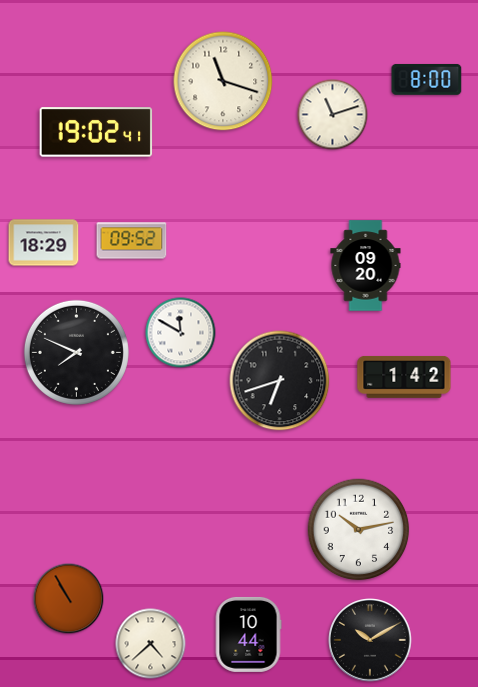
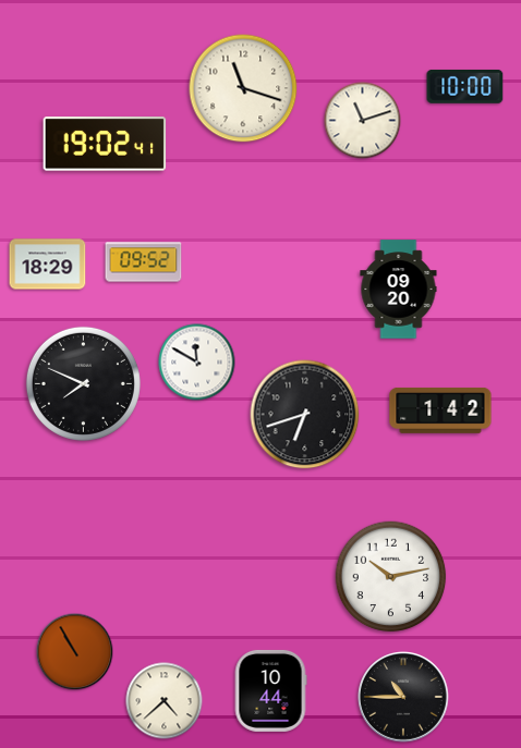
clock at (427, 79): 8:00 -> 10:00
clock at (333, 115) position: (333, 115) -> (363, 121)
clock at (371, 641): 10:10 -> 10:45
